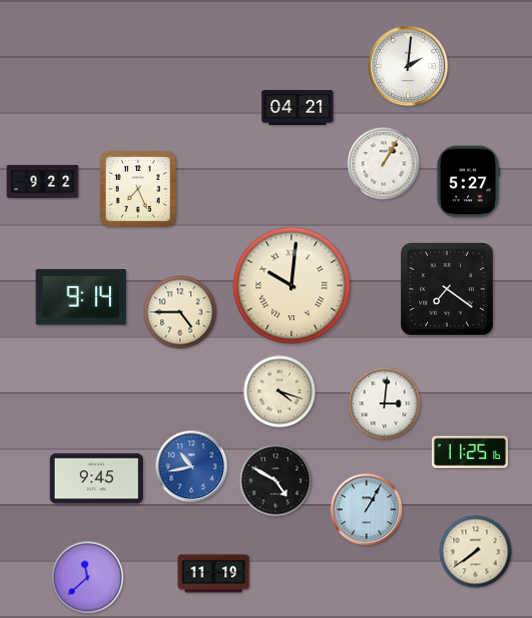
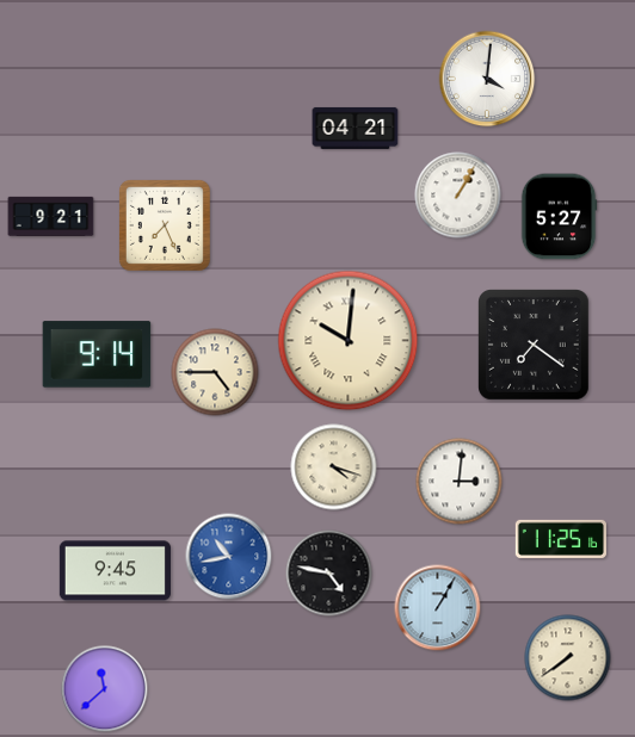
clock at (408, 66): 2:01 -> 4:01
clock at (43, 181): 9:22 -> 9:21
clock at (276, 481): 4:50 -> 4:47
clock at (214, 574): 11:19 -> none
